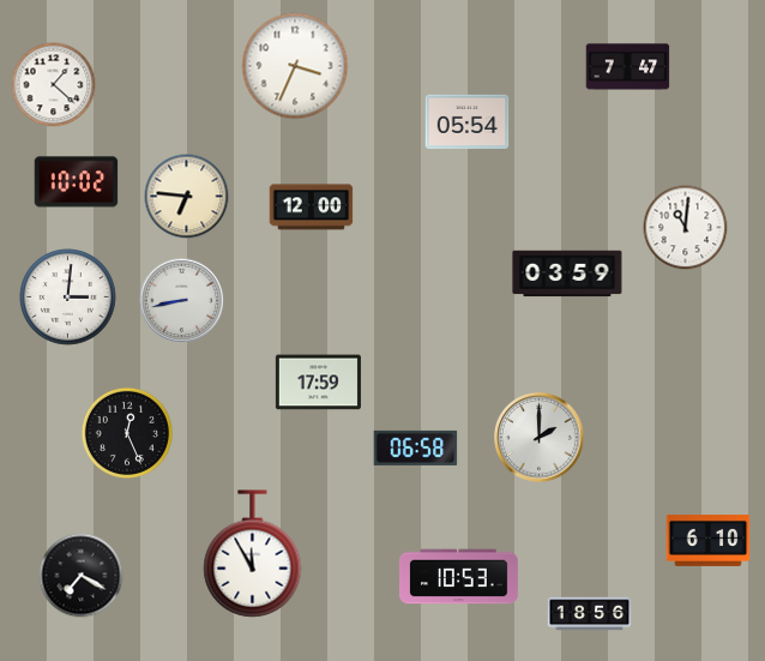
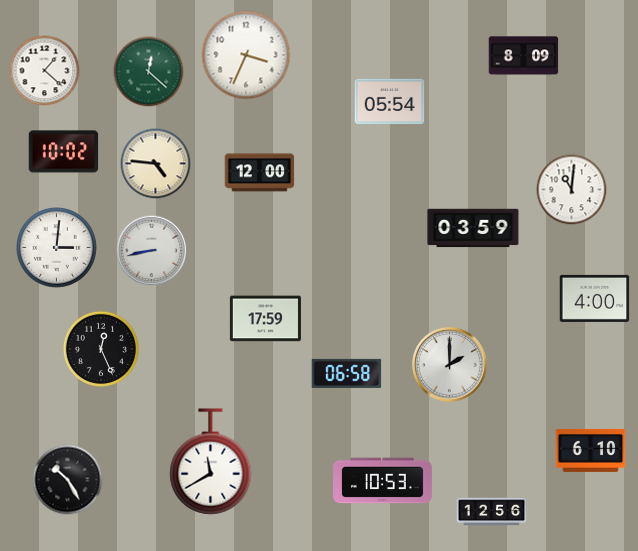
clock at (628, 67): 7:47 -> 8:09
clock at (149, 72): none -> 12:22
clock at (187, 197): 6:46 -> 4:46
clock at (595, 298): none -> 4:00
clock at (127, 433) position: (127, 433) -> (101, 349)
clock at (253, 554): 11:55 -> 11:40
clock at (82, 576): 7:20 -> 10:25
clock at (590, 614): 18:56 -> 12:56
